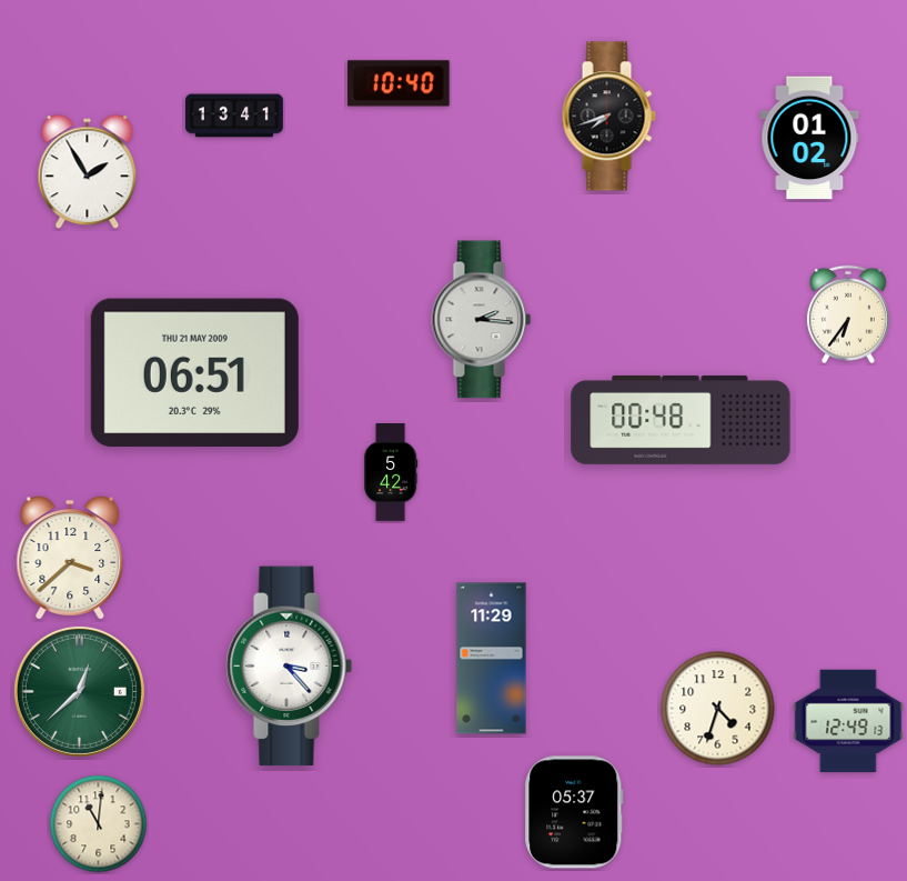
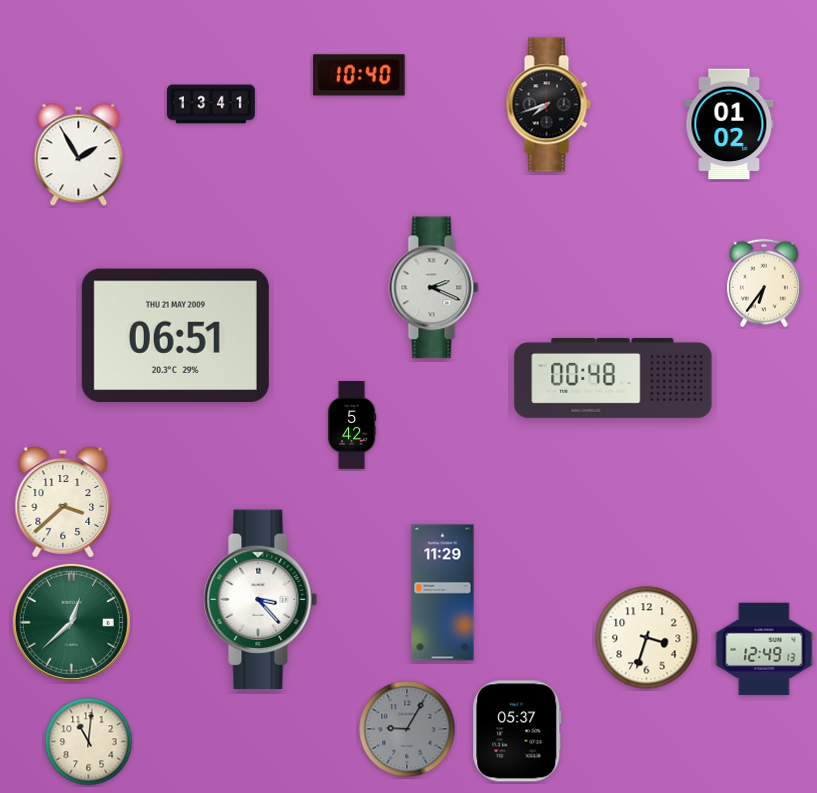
clock at (482, 320): 2:16 -> 2:19
clock at (718, 709): 4:33 -> 3:33
clock at (407, 729): none -> 9:05
